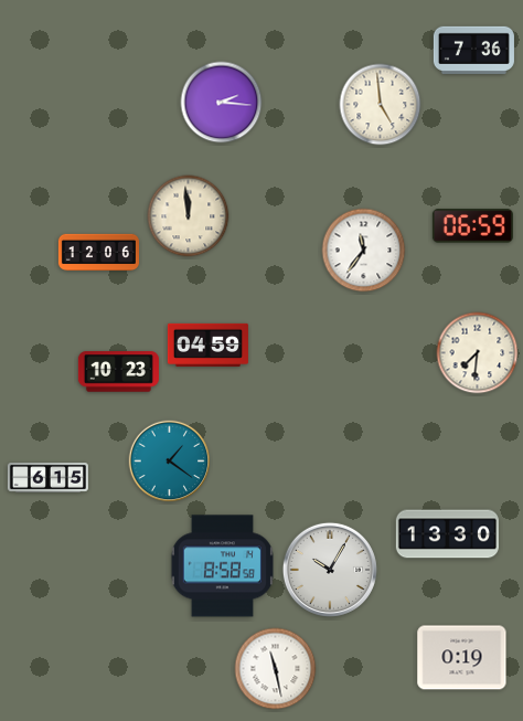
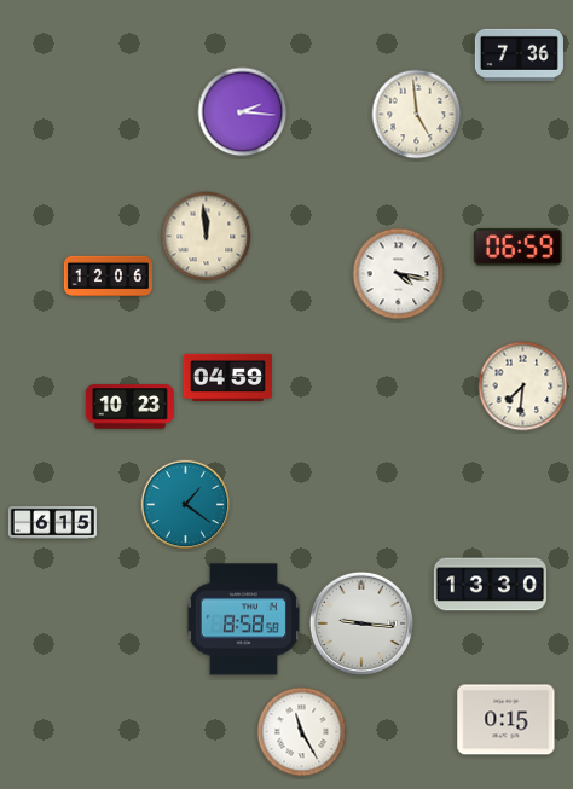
clock at (364, 251): 11:36 -> 4:17
clock at (330, 570): 10:05 -> 9:16
clock at (462, 658): 0:19 -> 0:15
clock at (276, 669): 11:28 -> 11:25
